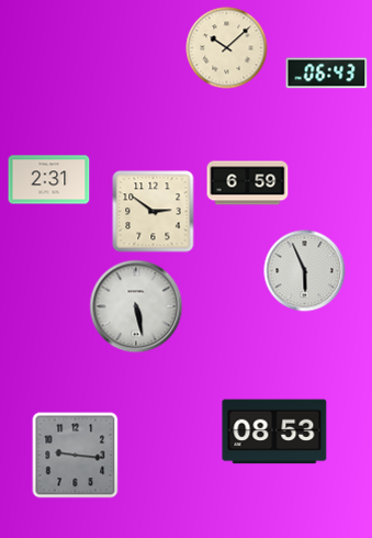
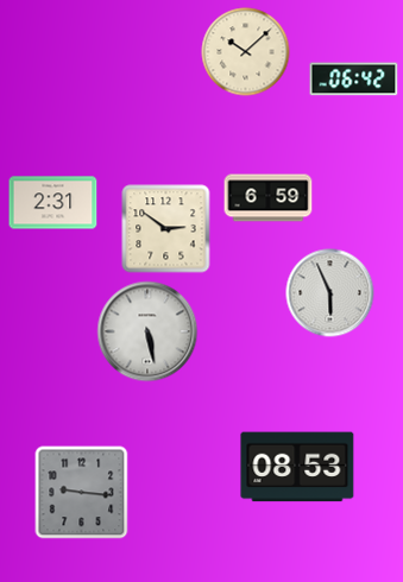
clock at (327, 74): 06:43 -> 06:42
clock at (49, 180) position: (49, 180) -> (53, 203)
